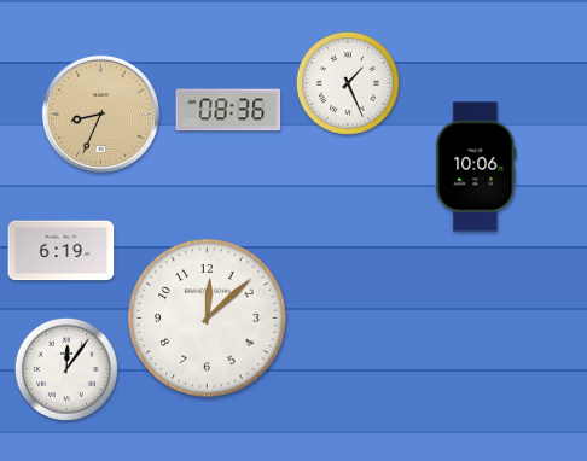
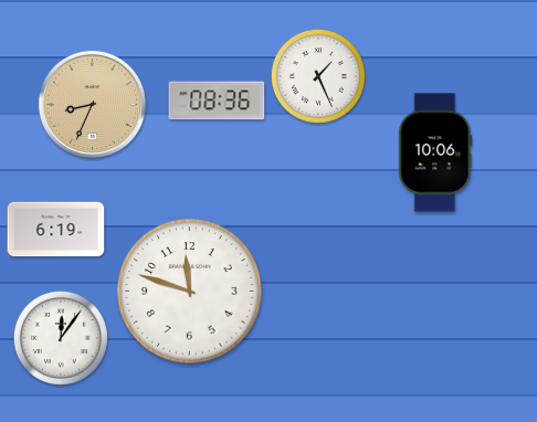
clock at (228, 110) position: (228, 110) -> (217, 101)
clock at (208, 319): 12:08 -> 11:48
